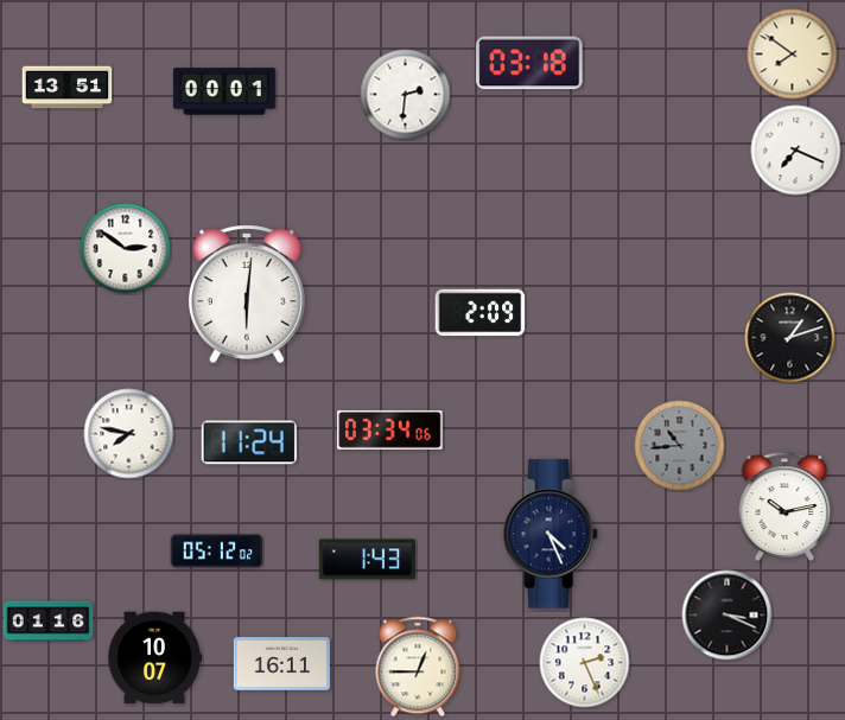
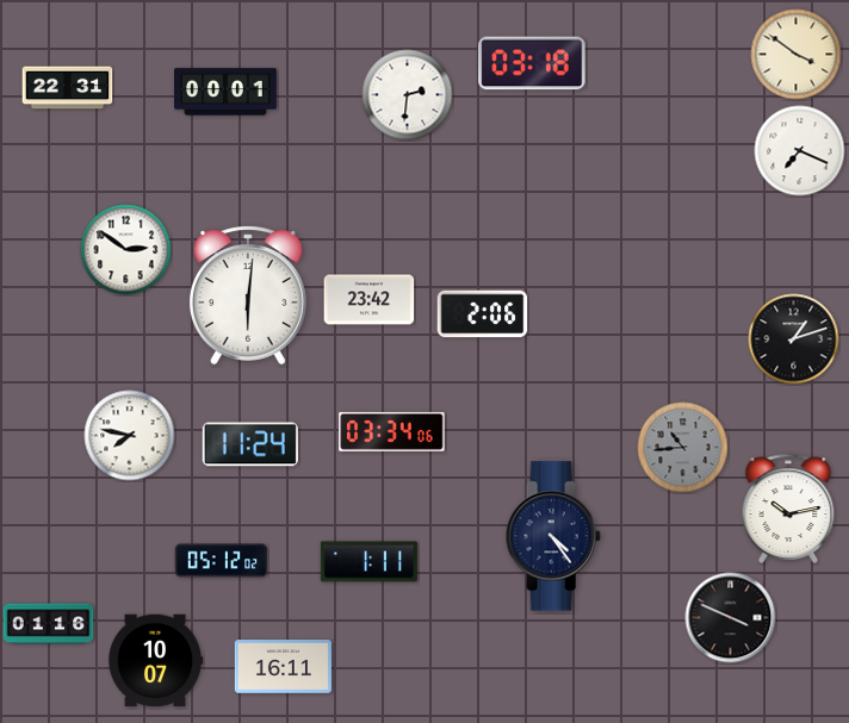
clock at (793, 55): 7:51 -> 3:51
clock at (68, 88): 13:51 -> 22:31
clock at (370, 300): none -> 23:42
clock at (481, 313): 2:09 -> 2:06
clock at (551, 534): 4:26 -> 4:24
clock at (217, 552) position: (217, 552) -> (222, 561)
clock at (367, 560): 1:43 -> 1:11
clock at (728, 616): 3:19 -> 3:49
clock at (585, 663): 2:26 -> none
clock at (418, 667): 12:45 -> none
